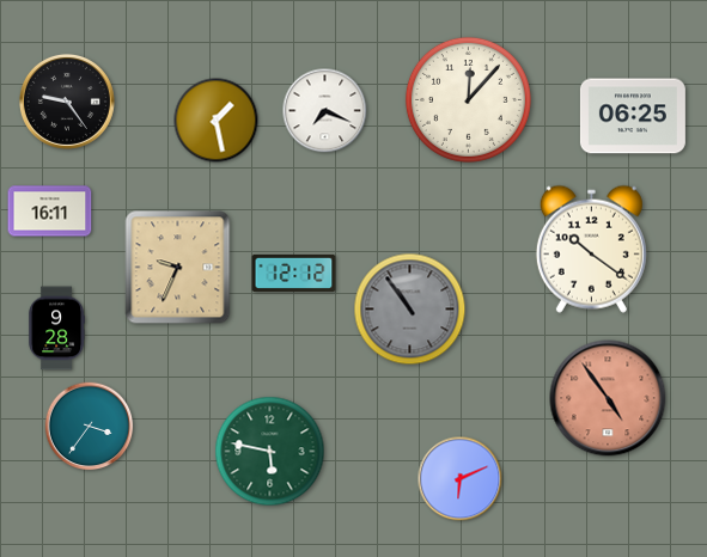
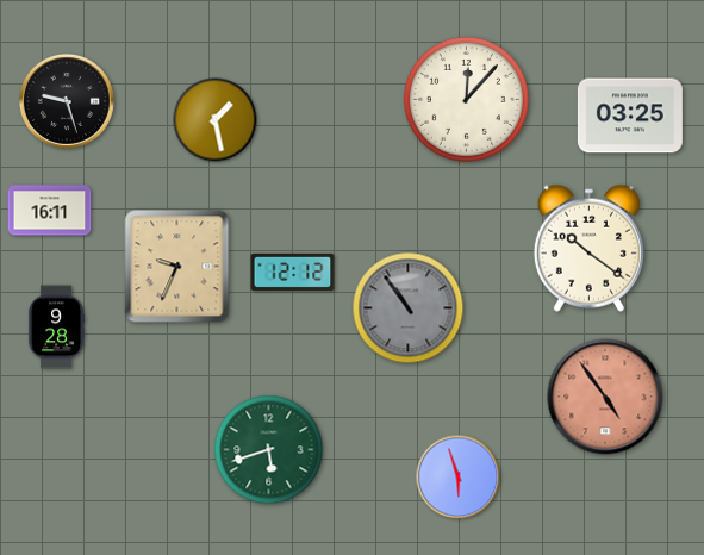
clock at (67, 102): 9:24 -> 9:27
clock at (325, 111): 7:19 -> none
clock at (633, 116): 06:25 -> 03:25
clock at (90, 427): 3:36 -> none
clock at (270, 452): 5:47 -> 5:42
clock at (461, 479): 6:11 -> 5:57
